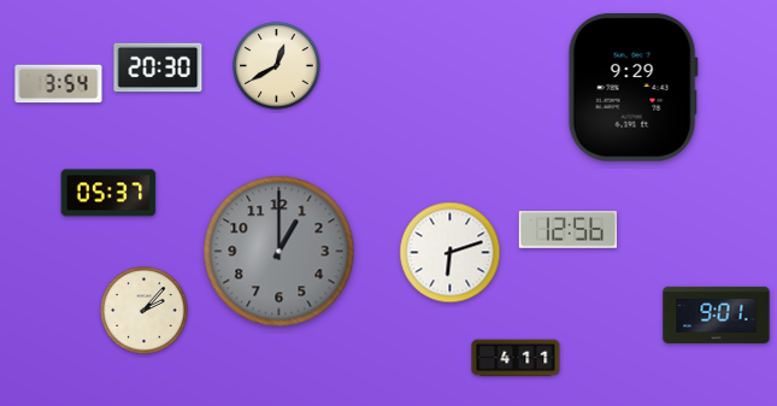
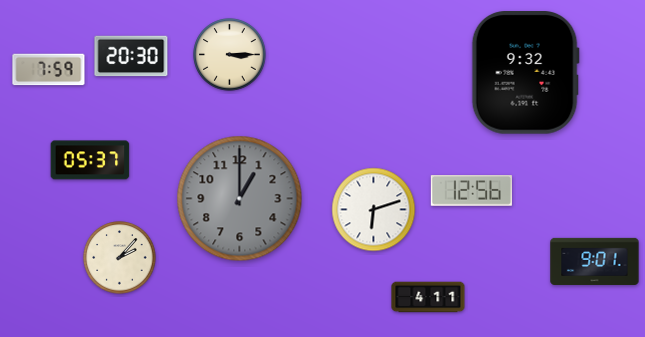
clock at (277, 66): 12:40 -> 3:15
clock at (59, 84): 3:54 -> 7:59
clock at (632, 88): 9:29 -> 9:32
clock at (279, 252) position: (279, 252) -> (240, 199)
